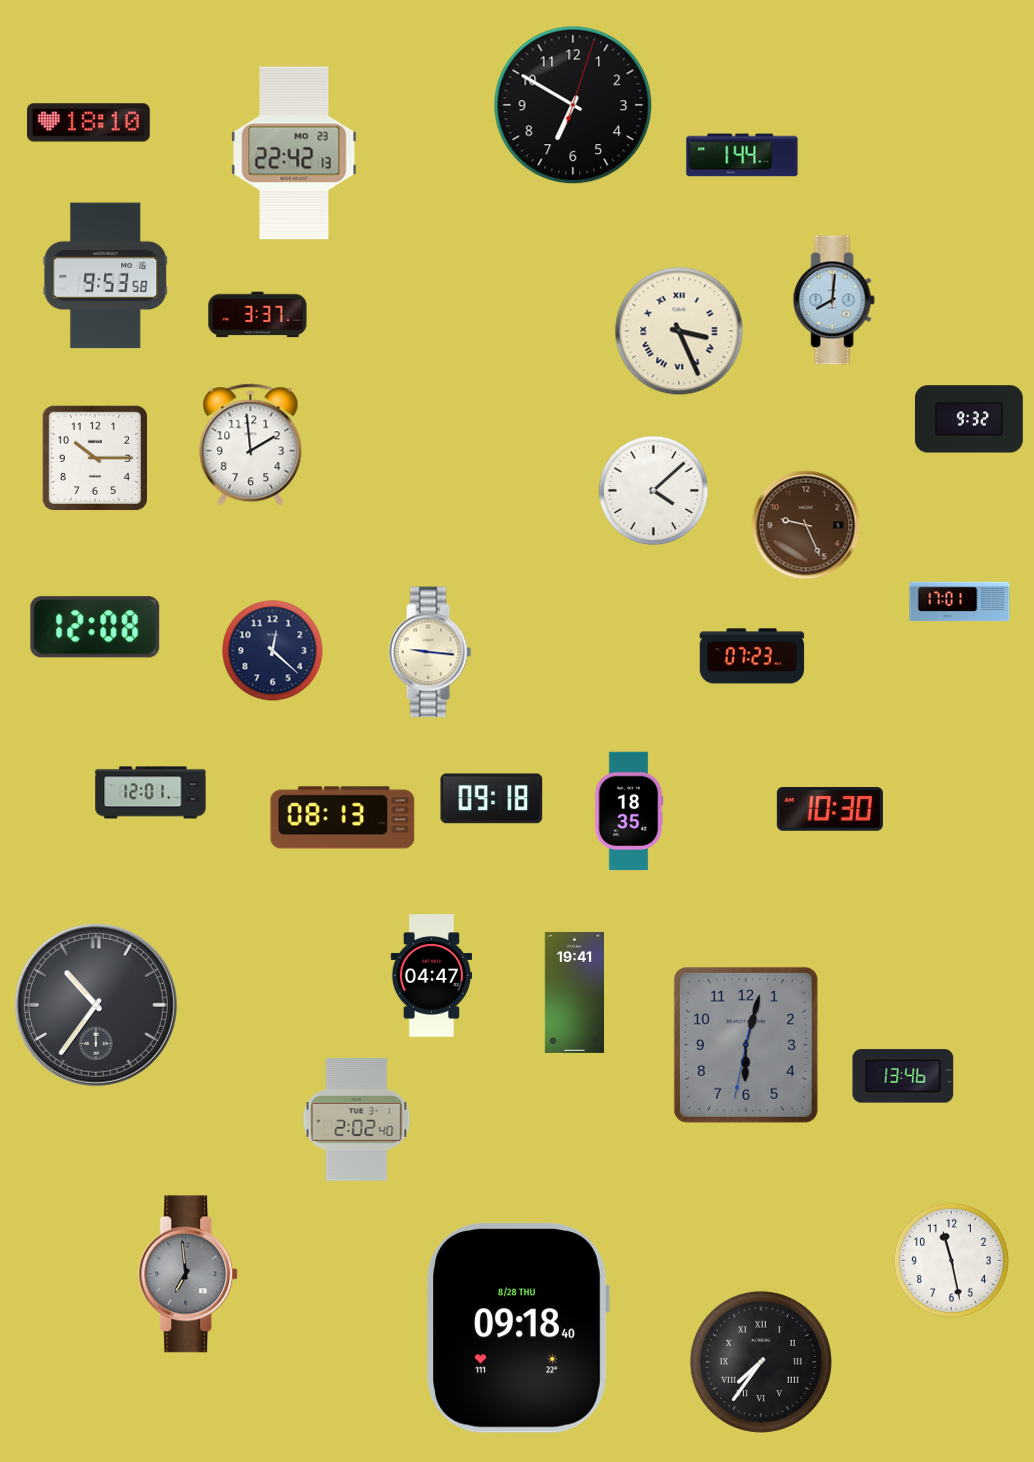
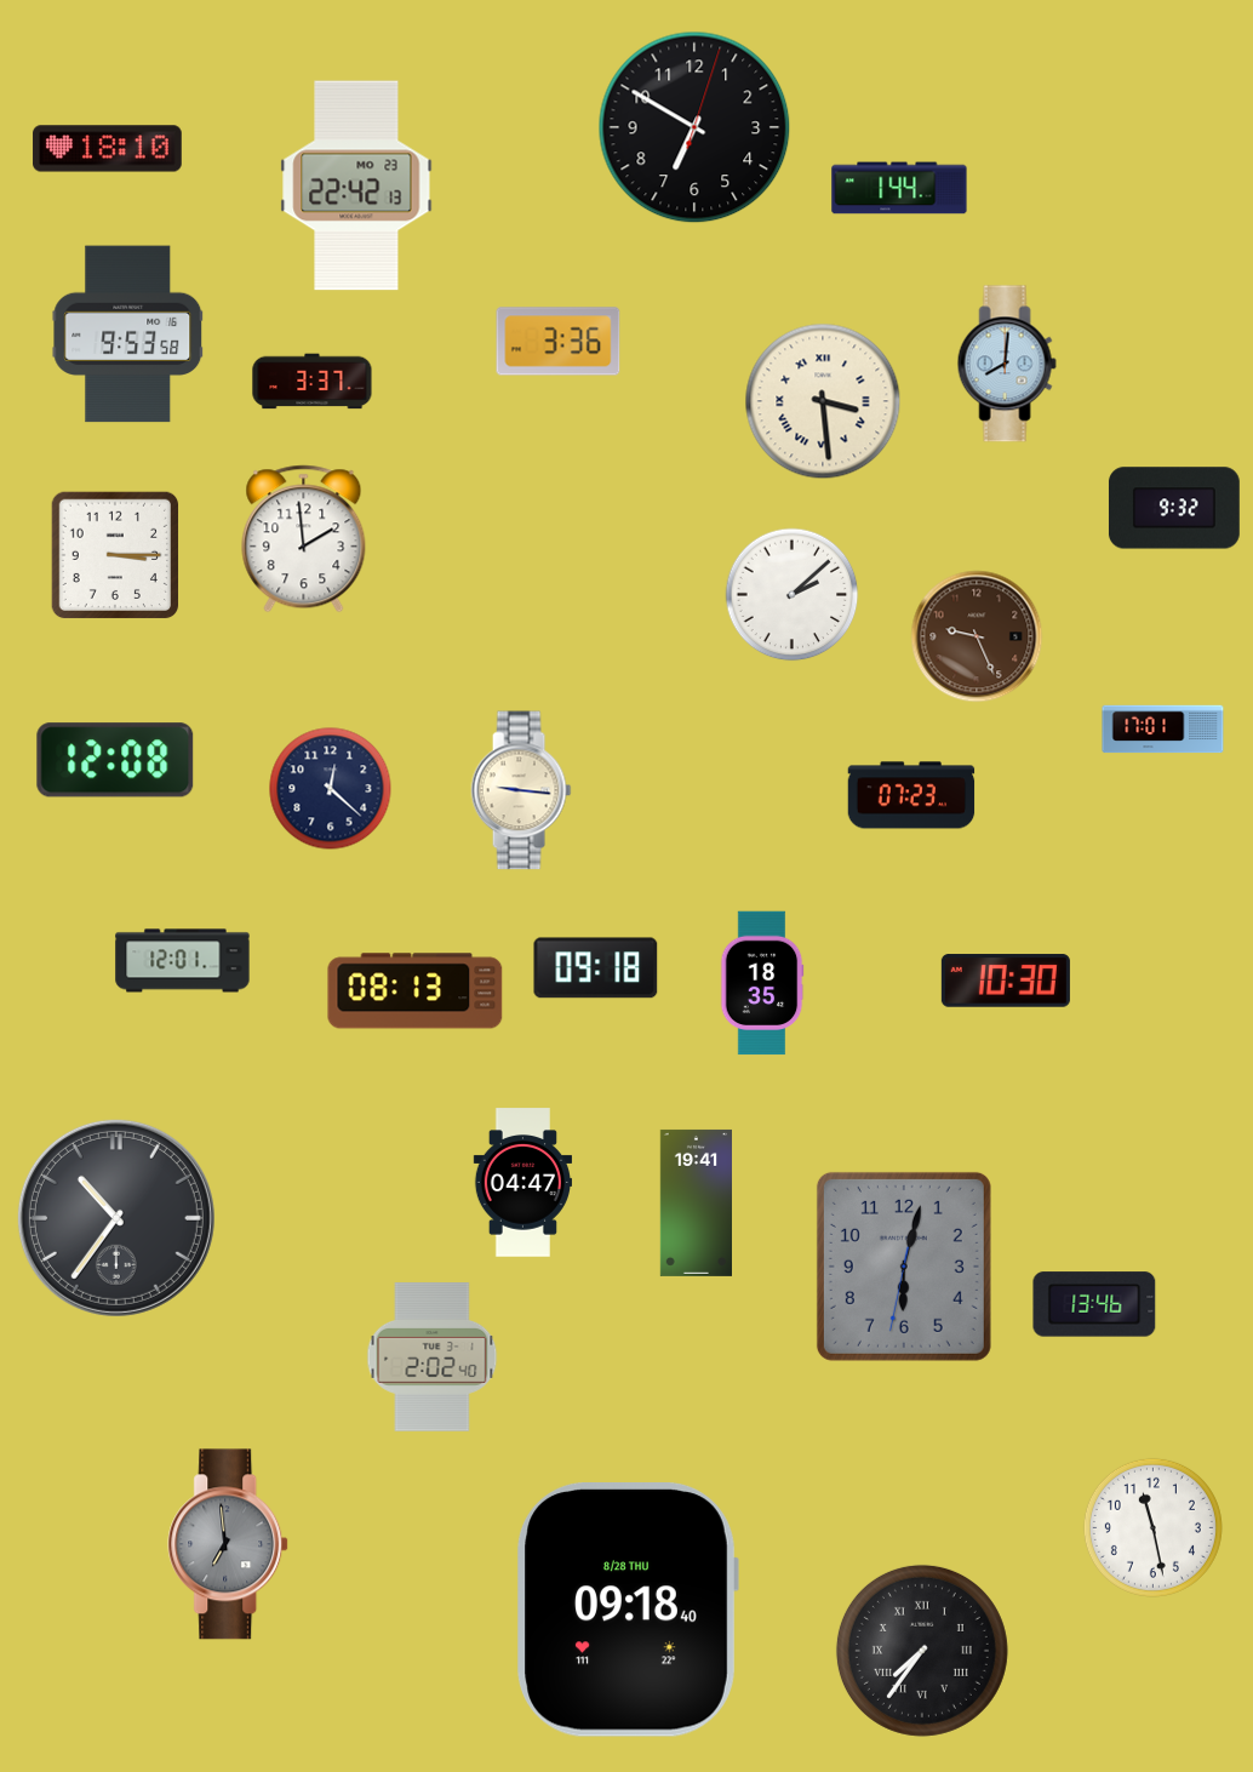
clock at (559, 342): none -> 3:36
clock at (834, 300) position: (834, 300) -> (1007, 364)
clock at (679, 331): 3:26 -> 3:29
clock at (94, 457): 10:15 -> 3:15
clock at (654, 491): 4:08 -> 2:08
